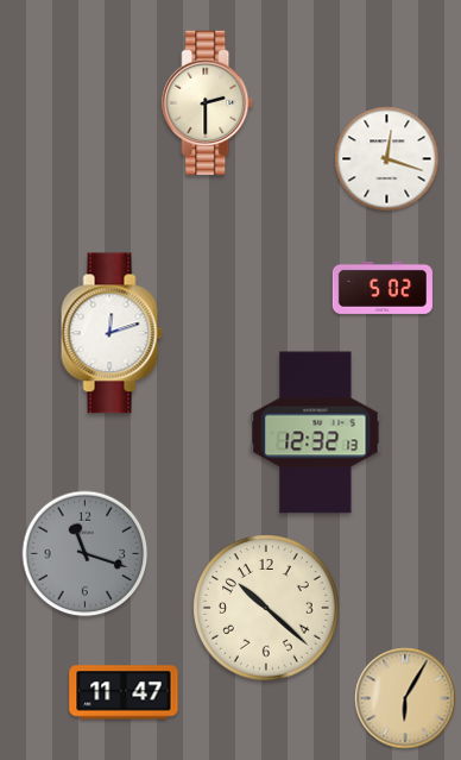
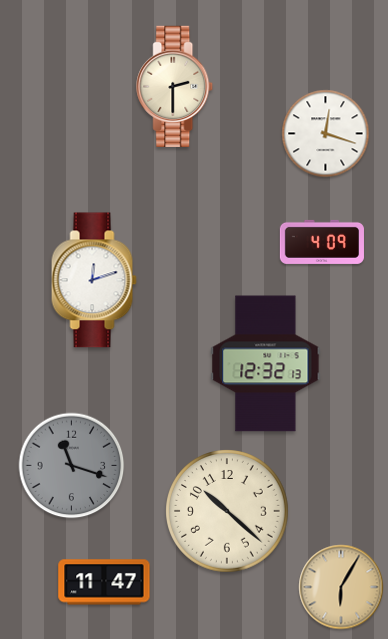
clock at (383, 288): 5:02 -> 4:09
clock at (267, 609) position: (267, 609) -> (228, 512)
